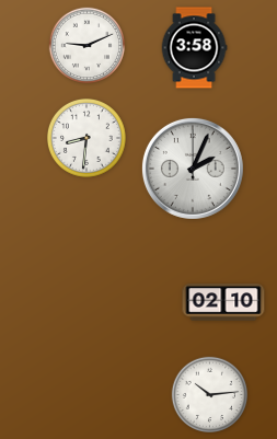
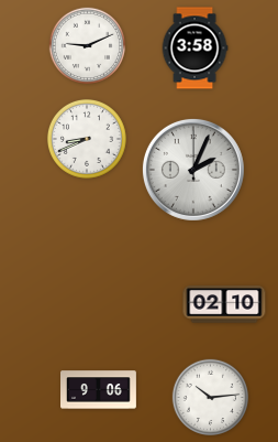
clock at (86, 138): 8:31 -> 8:41
clock at (99, 390): none -> 9:06
